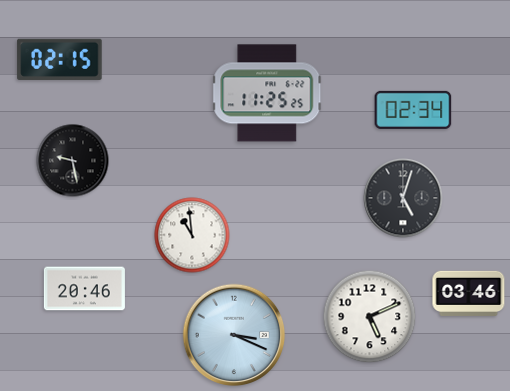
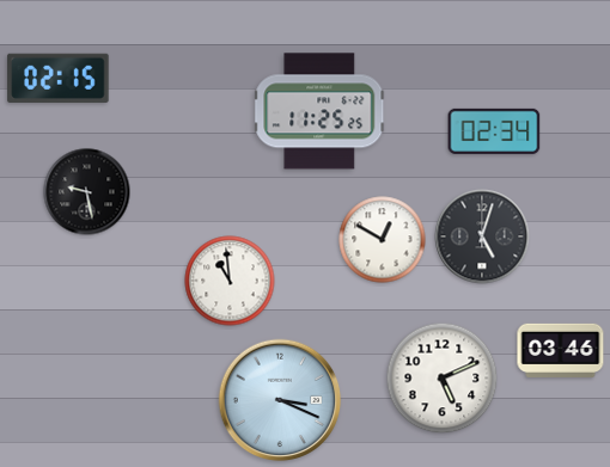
clock at (60, 59) position: (60, 59) -> (59, 78)
clock at (383, 240): none -> 12:50
clock at (84, 289): 20:46 -> none
